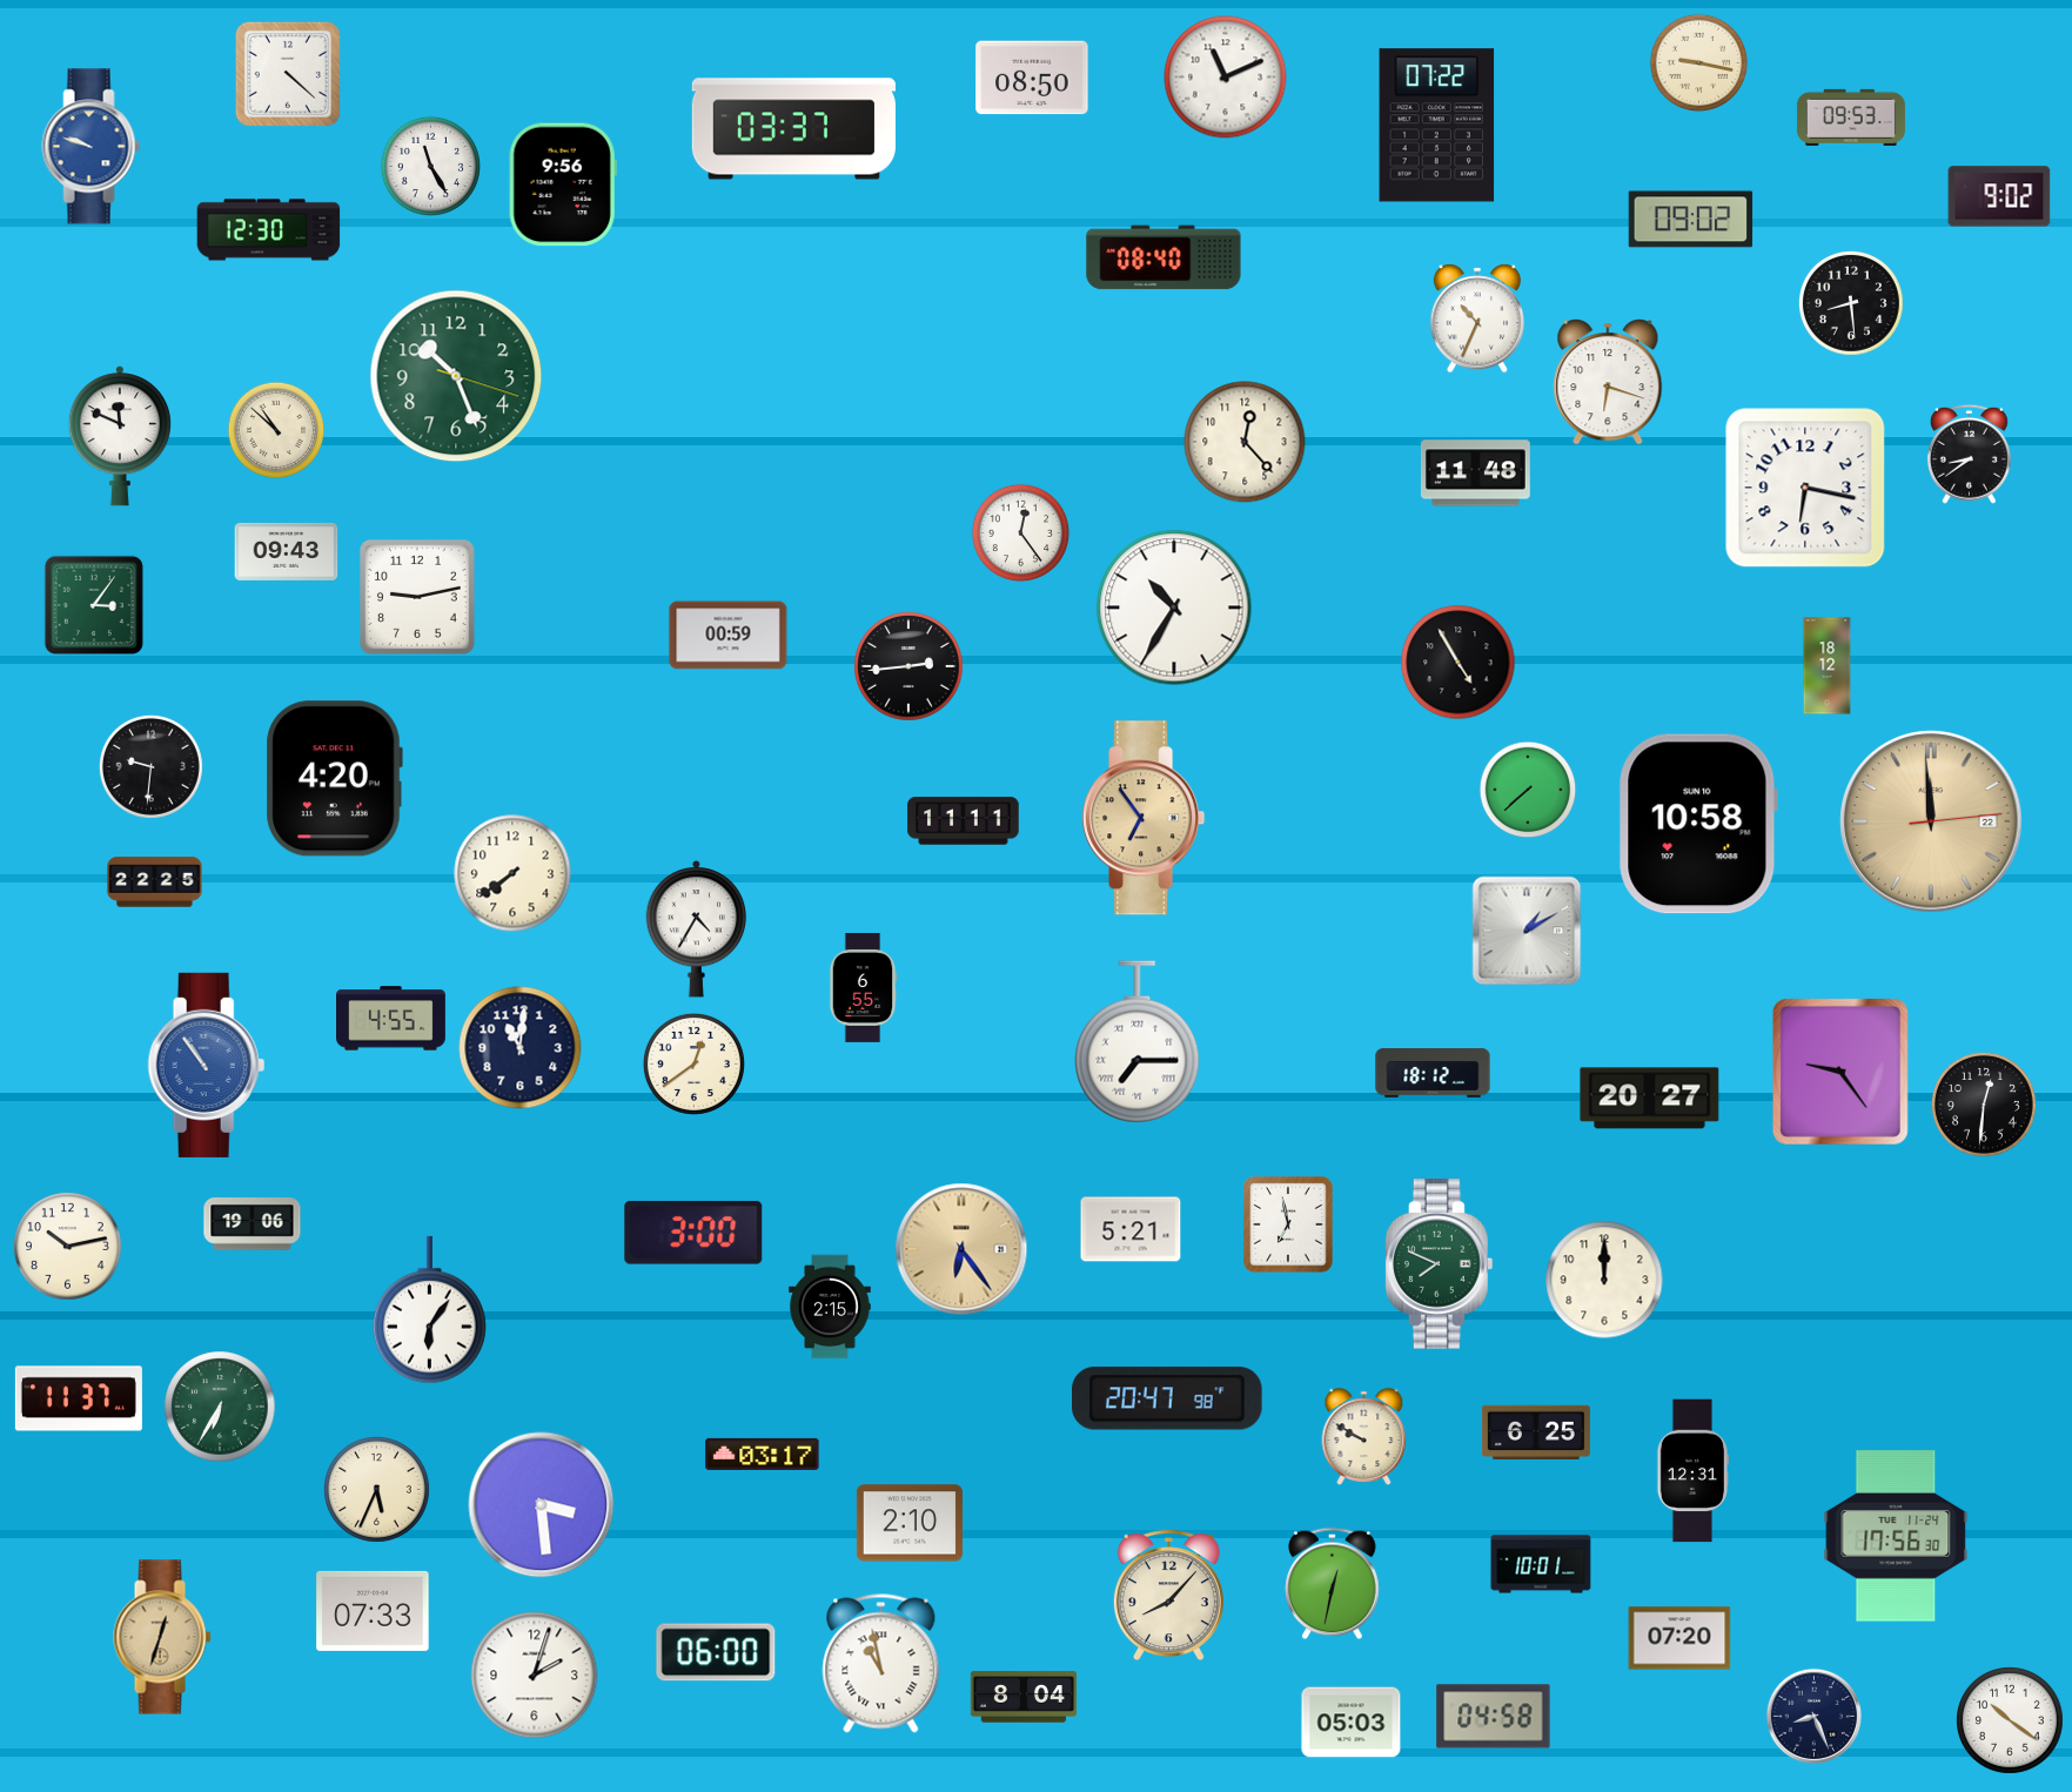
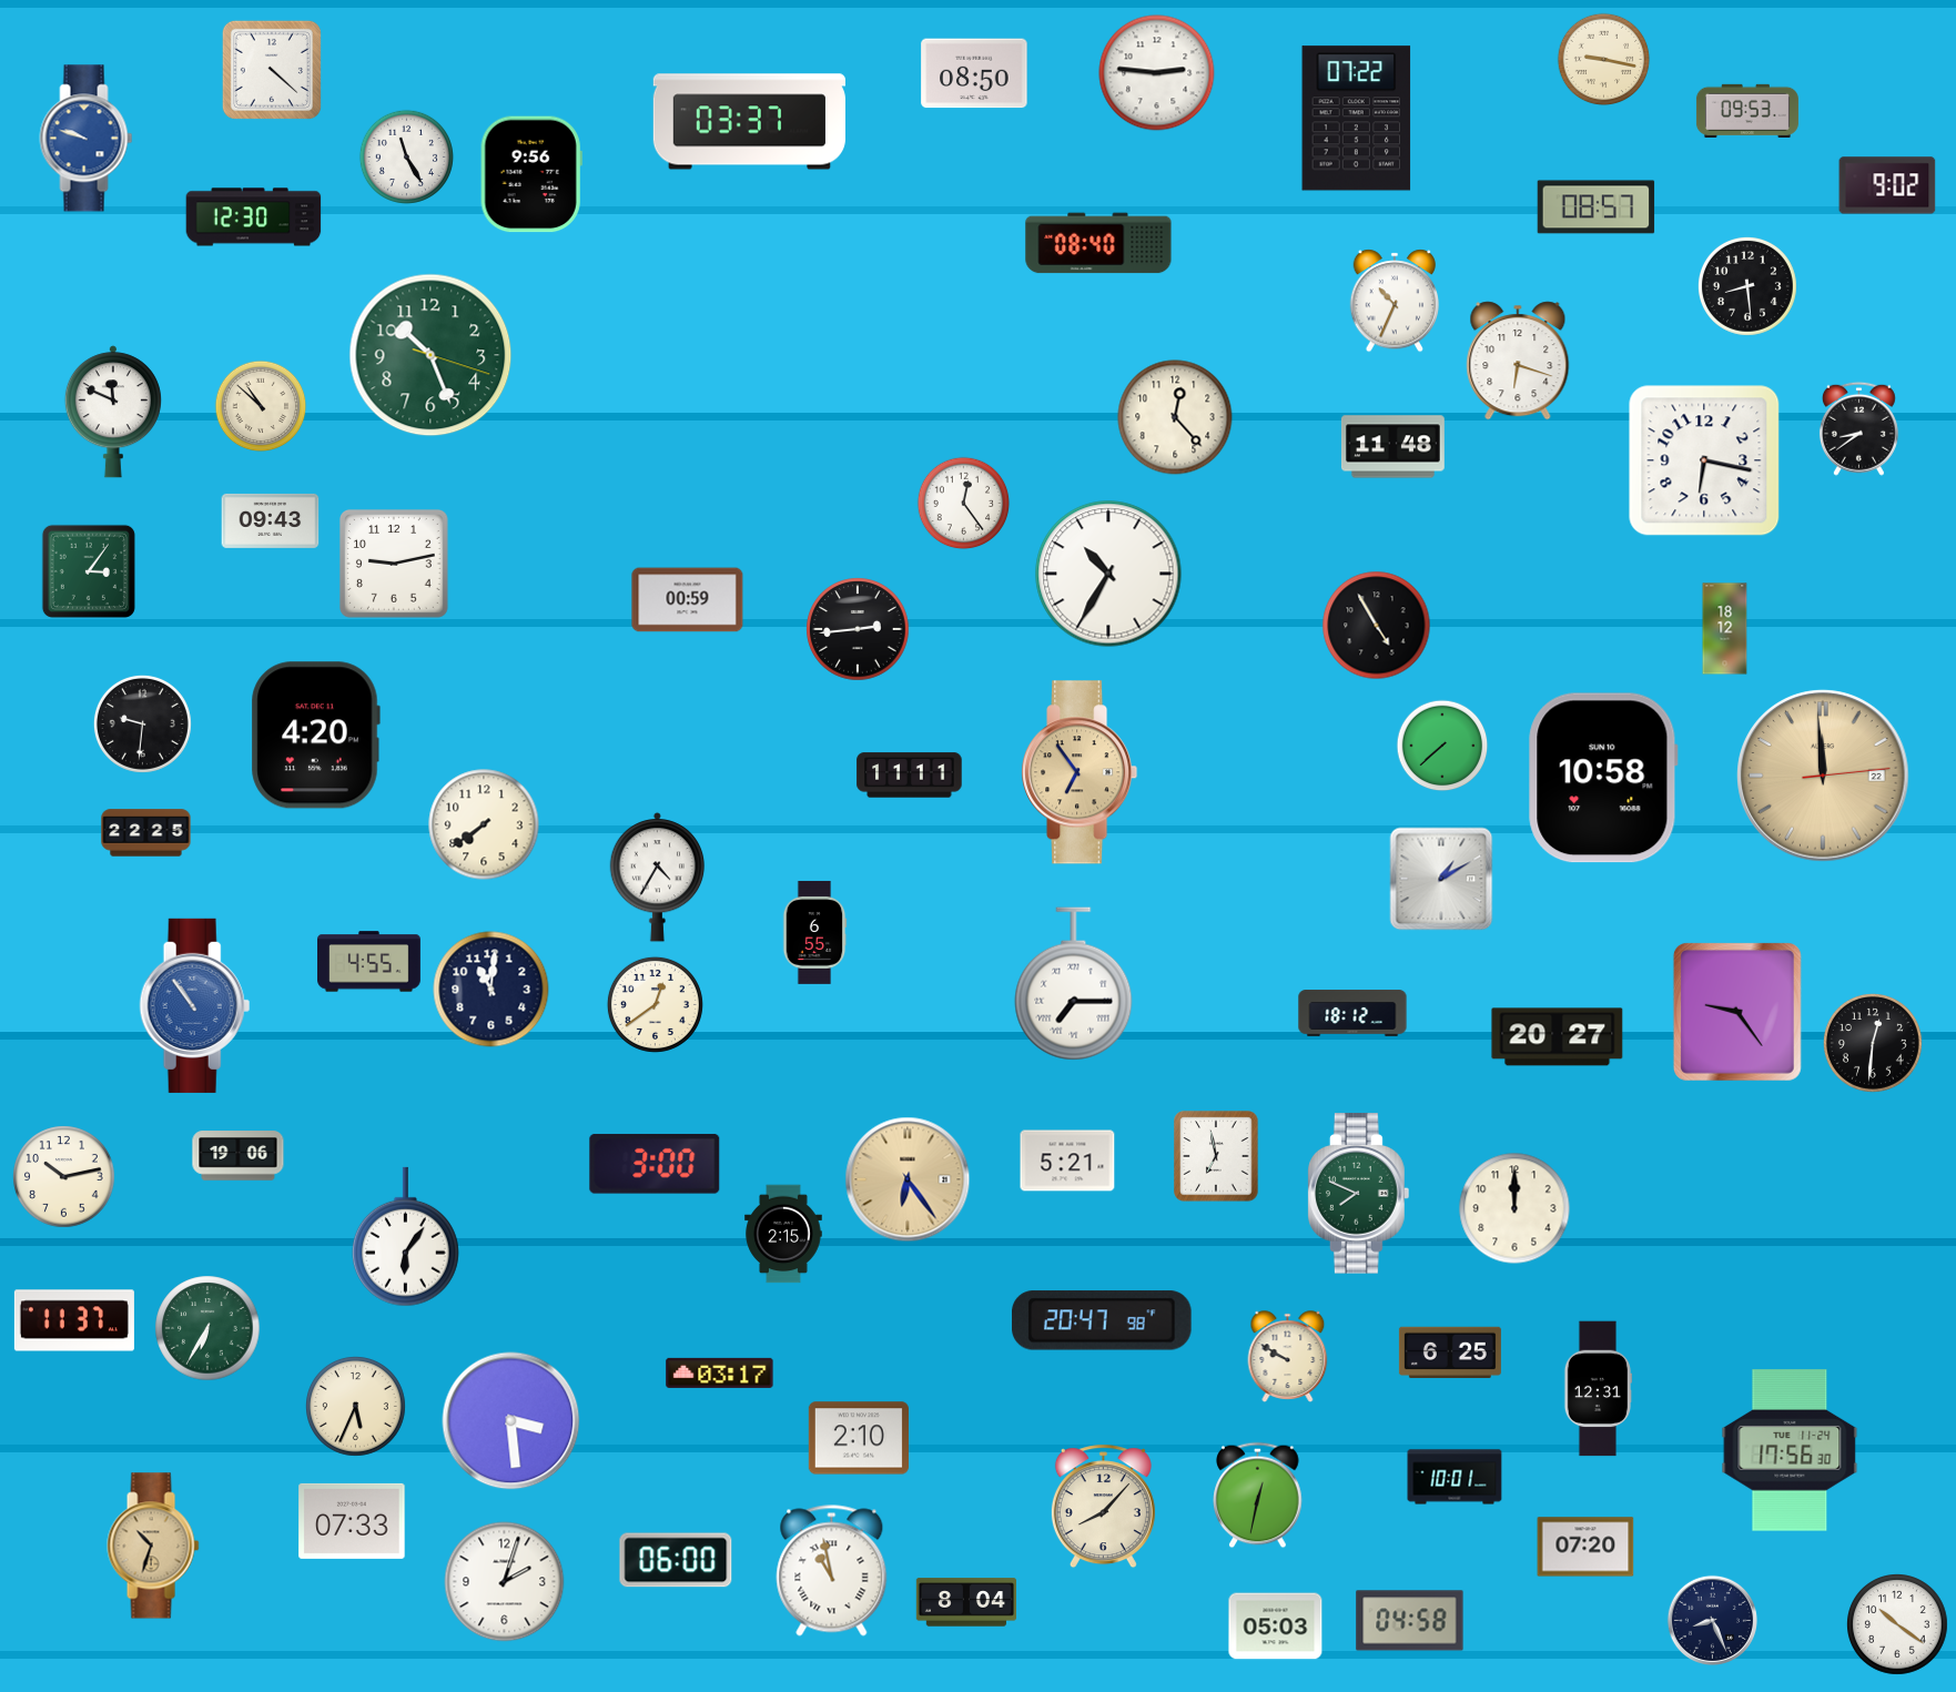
clock at (1226, 78): 11:11 -> 2:46
clock at (1691, 220): 09:02 -> 08:57
clock at (162, 1637): 12:33 -> 10:33
